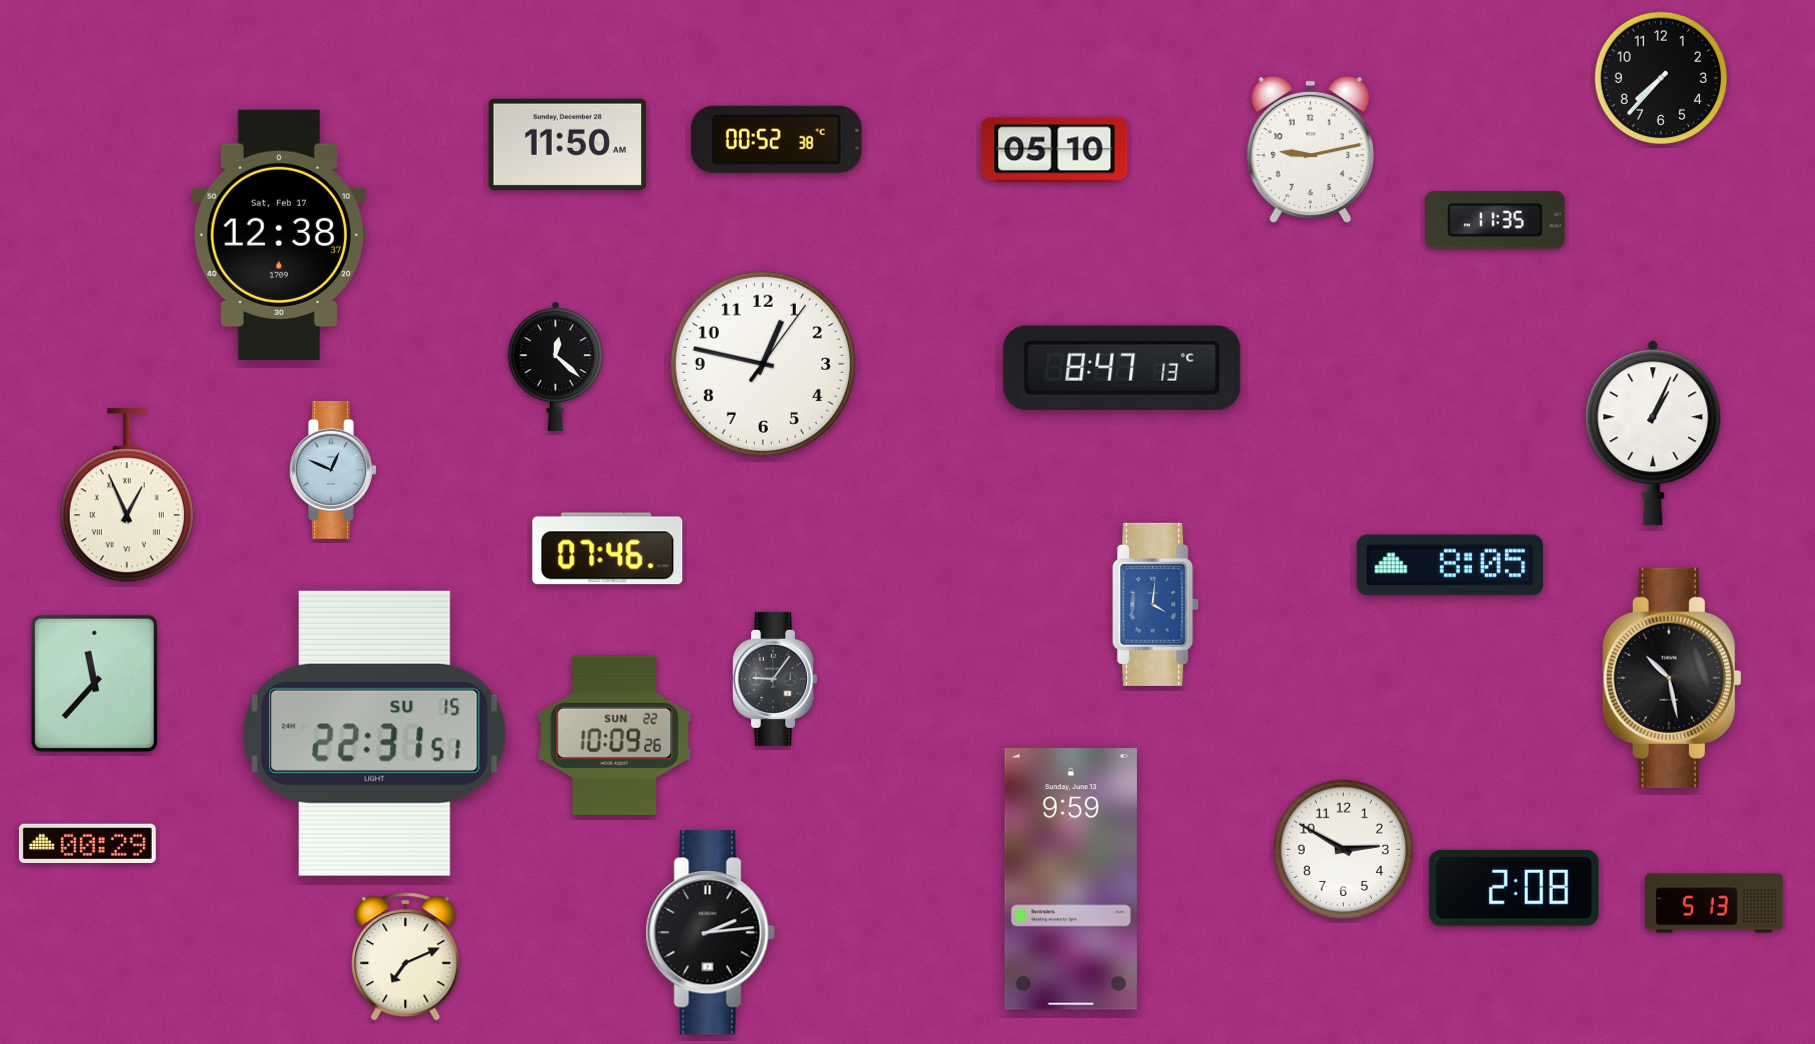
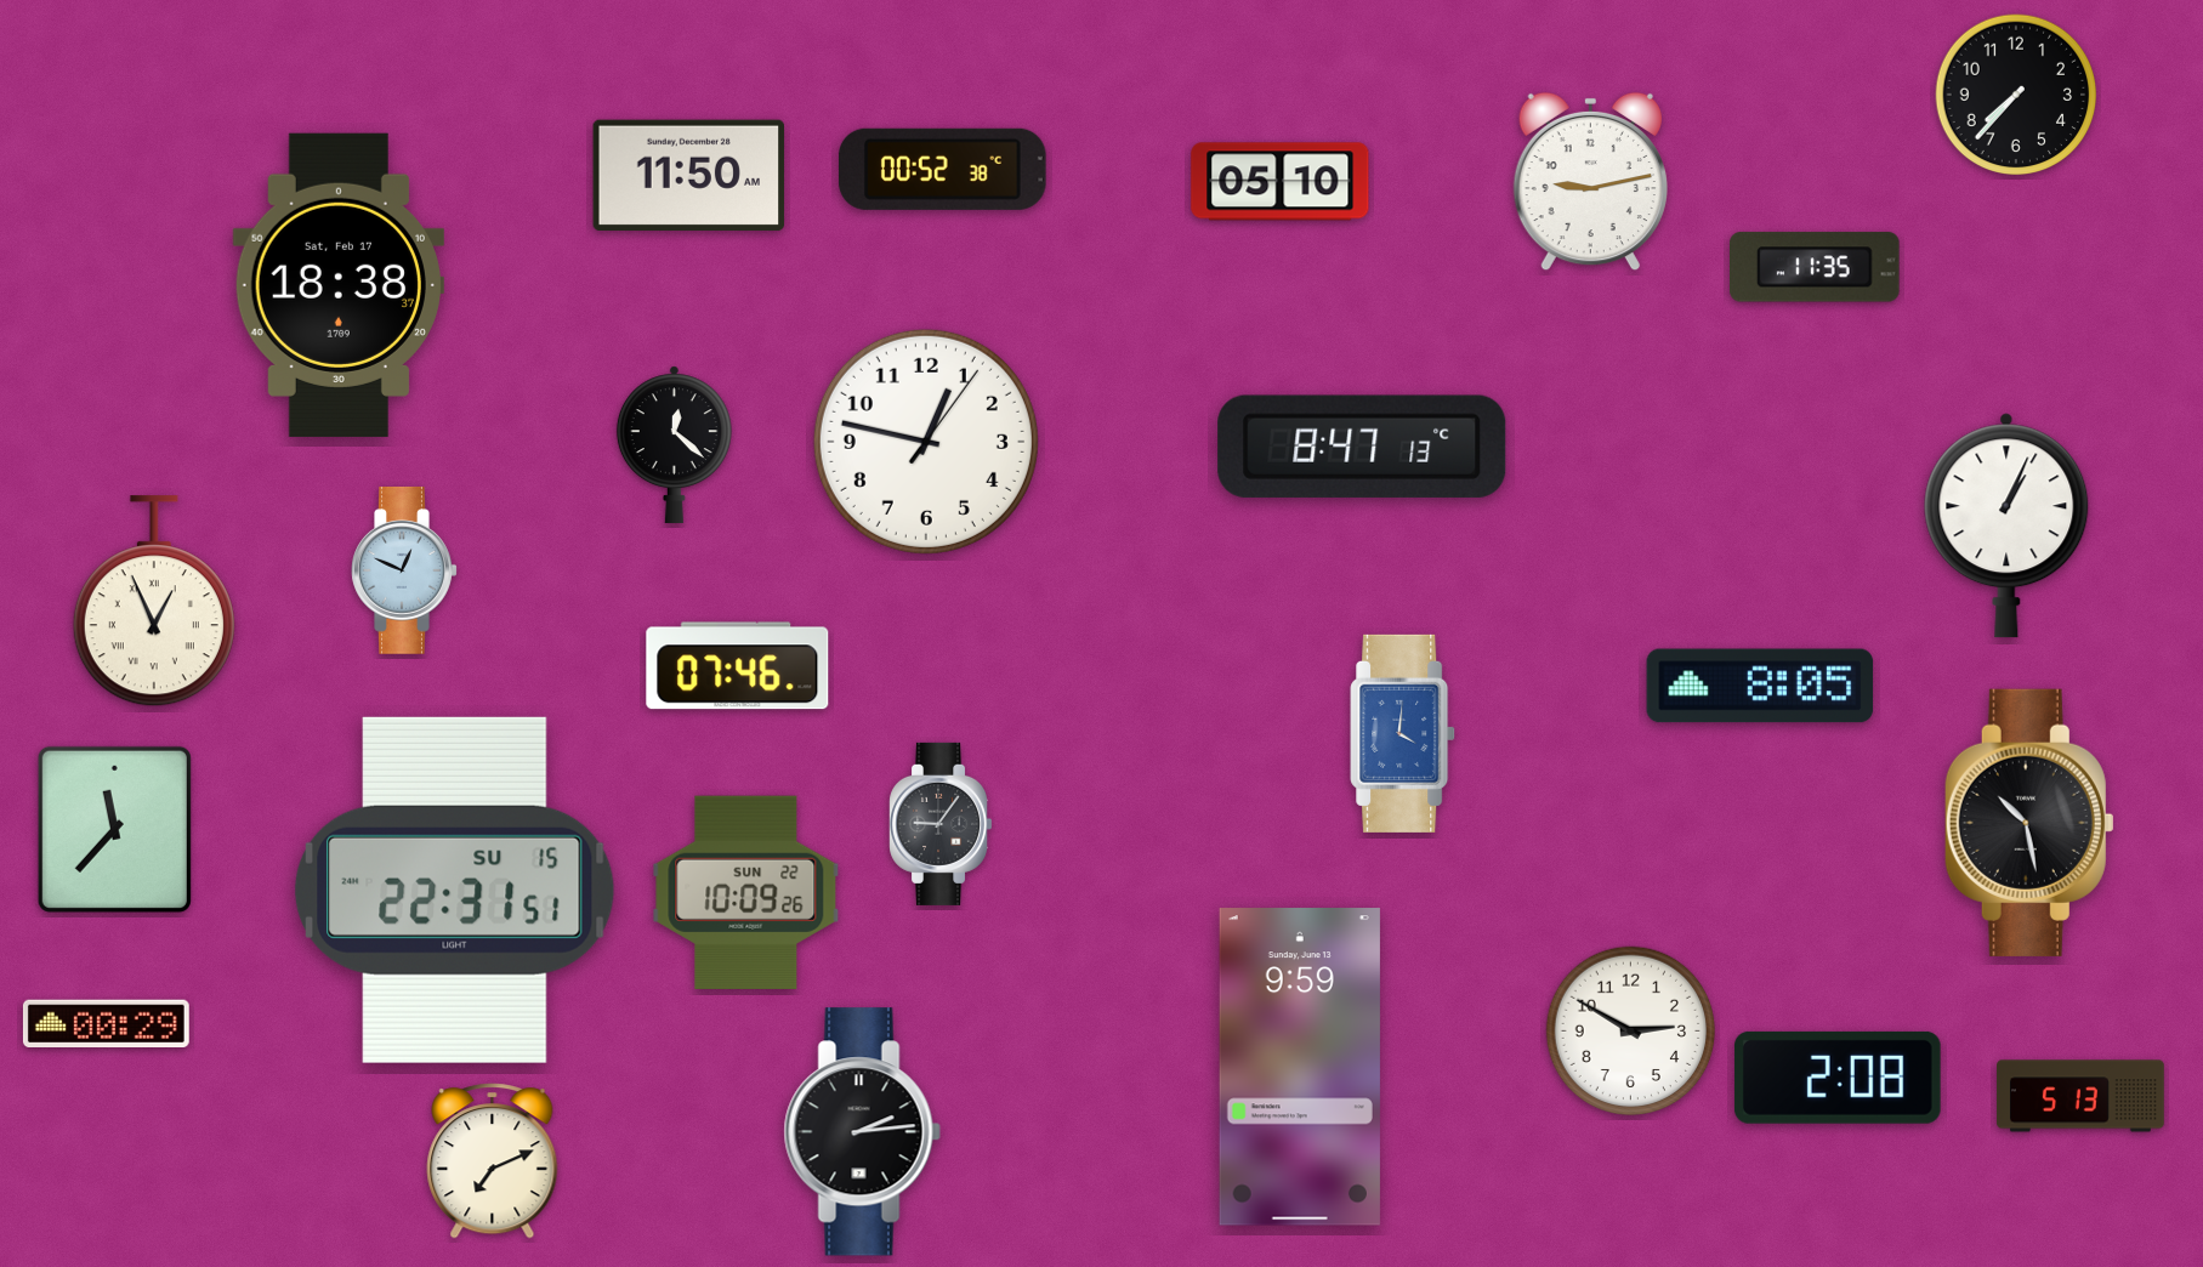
clock at (279, 235): 12:38 -> 18:38
